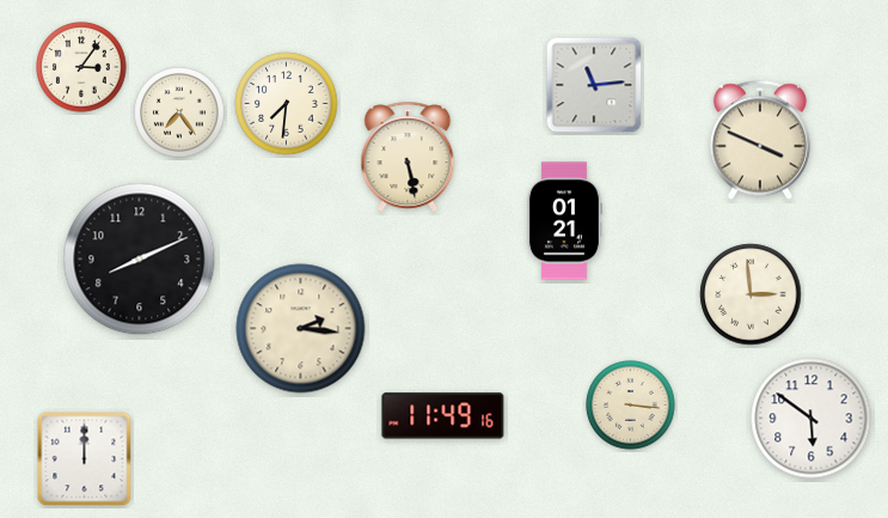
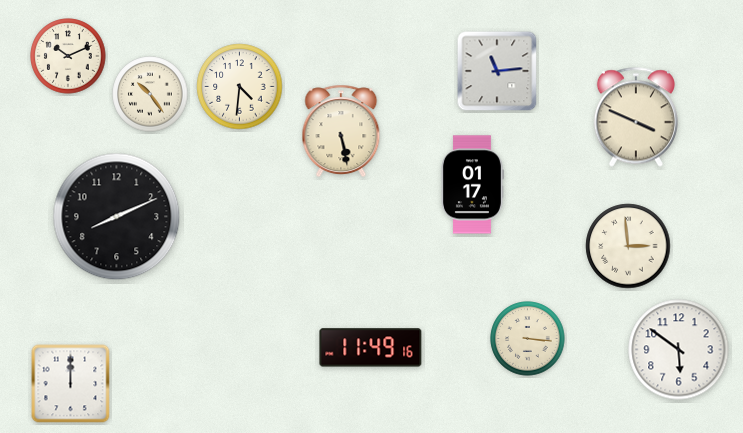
clock at (81, 67): 3:06 -> 10:11
clock at (287, 104): 7:31 -> 4:31
clock at (179, 112): 7:24 -> 10:24
clock at (565, 221): 01:21 -> 01:17
clock at (301, 329): 2:16 -> none
